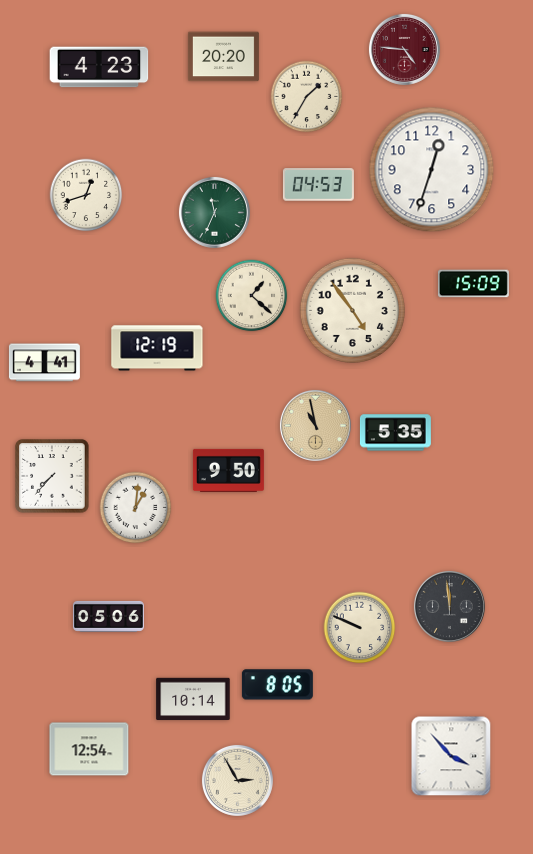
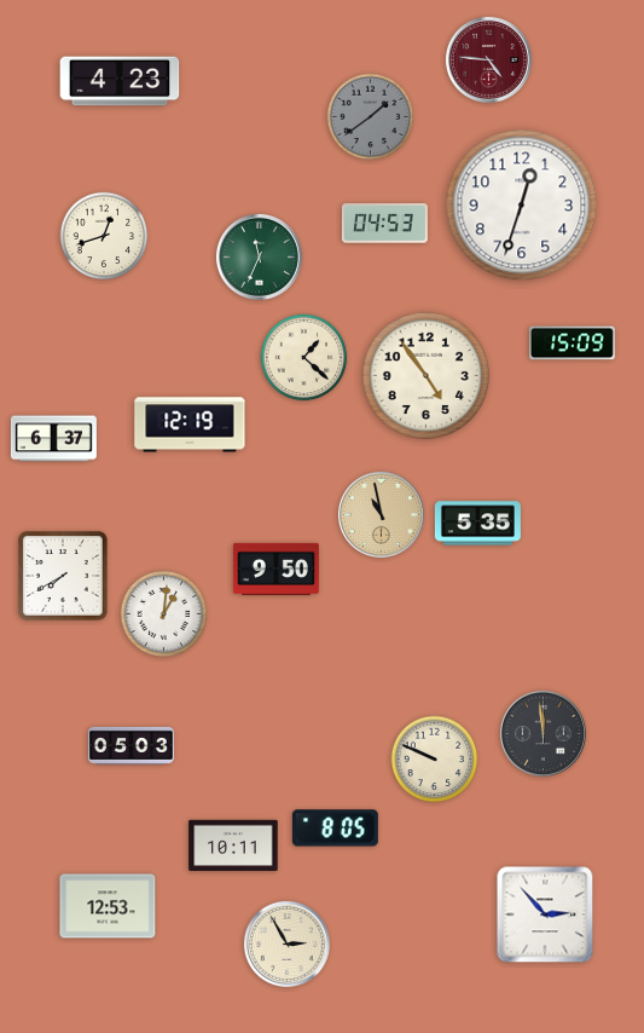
clock at (223, 57): 20:20 -> none
clock at (307, 97): 1:35 -> 1:39
clock at (307, 97) dial: cream -> grey
clock at (157, 348) position: (157, 348) -> (190, 425)
clock at (44, 363): 4:41 -> 6:37
clock at (52, 476): 7:37 -> 7:40
clock at (108, 616): 05:06 -> 05:03
clock at (193, 699): 10:14 -> 10:11
clock at (89, 749): 12:54 -> 12:53
clock at (451, 756): 3:53 -> 2:53
